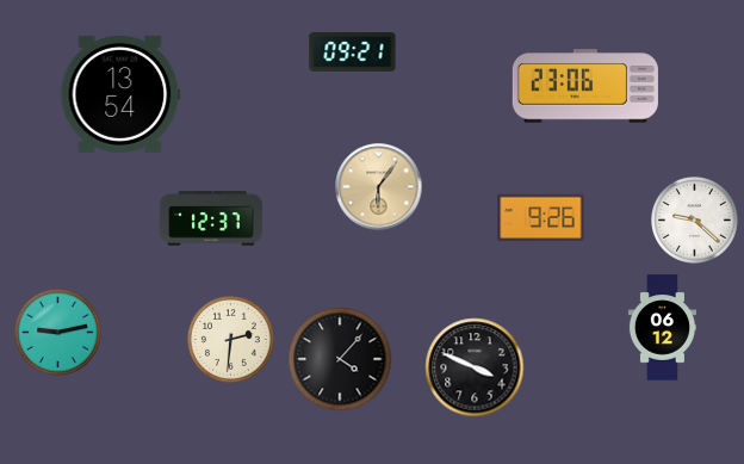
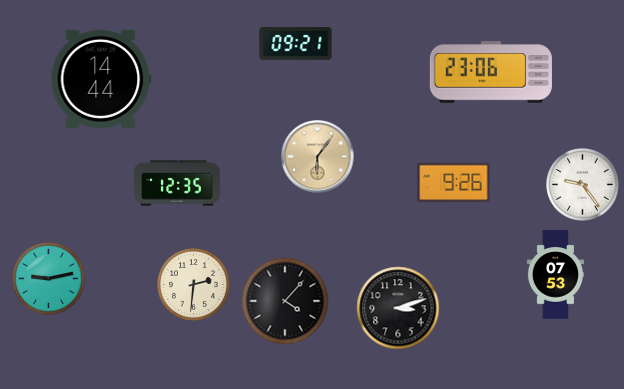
clock at (120, 94): 13:54 -> 14:44
clock at (211, 218): 12:37 -> 12:35
clock at (695, 221): 9:22 -> 9:24
clock at (662, 328): 06:12 -> 07:53
clock at (475, 367): 3:49 -> 3:12
